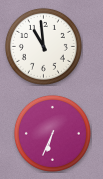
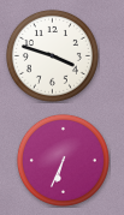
clock at (43, 46): 10:59 -> 3:48
